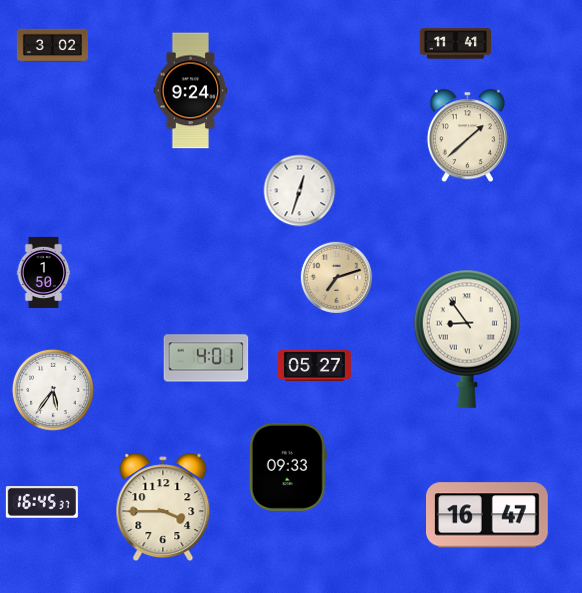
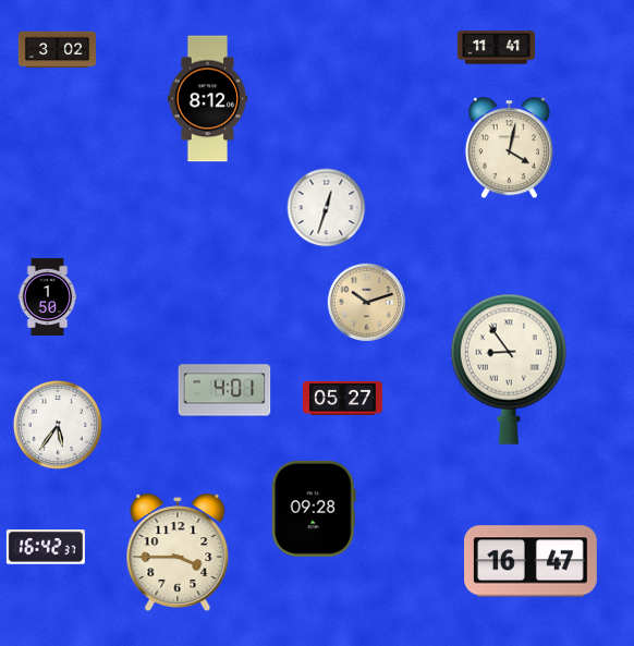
clock at (191, 91): 9:24 -> 8:12
clock at (467, 136): 1:38 -> 4:02
clock at (336, 277): 7:12 -> 10:12
clock at (288, 467): 09:33 -> 09:28
clock at (42, 502): 16:45 -> 16:42
